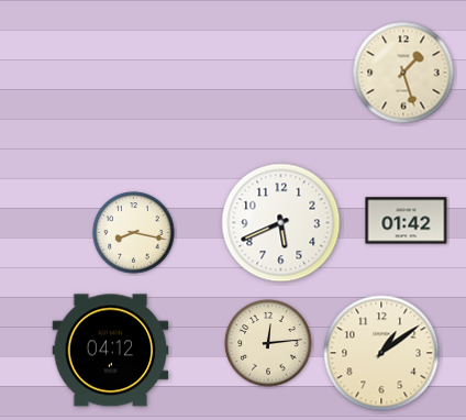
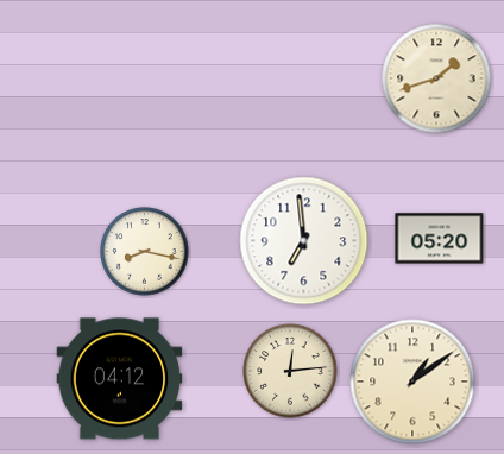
clock at (403, 73): 1:27 -> 1:42
clock at (407, 221): 01:42 -> 05:20
clock at (281, 223): 5:41 -> 6:59
